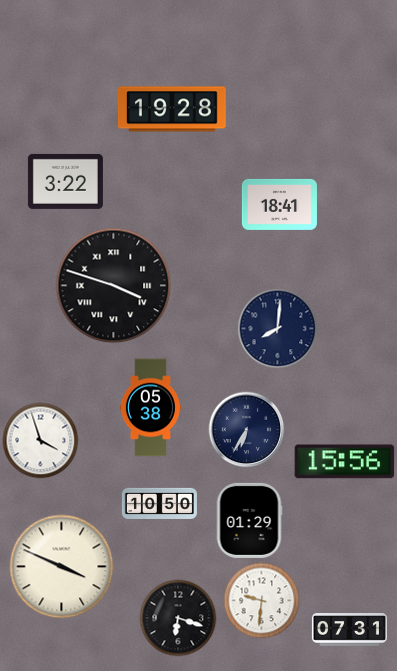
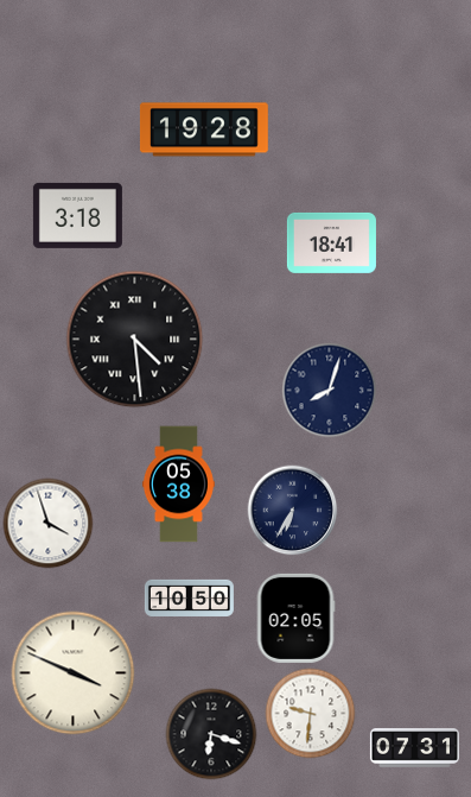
clock at (65, 181): 3:22 -> 3:18
clock at (114, 286): 3:48 -> 4:29
clock at (278, 329): 8:01 -> 8:03
clock at (345, 462): 15:56 -> none
clock at (249, 520): 01:29 -> 02:05
